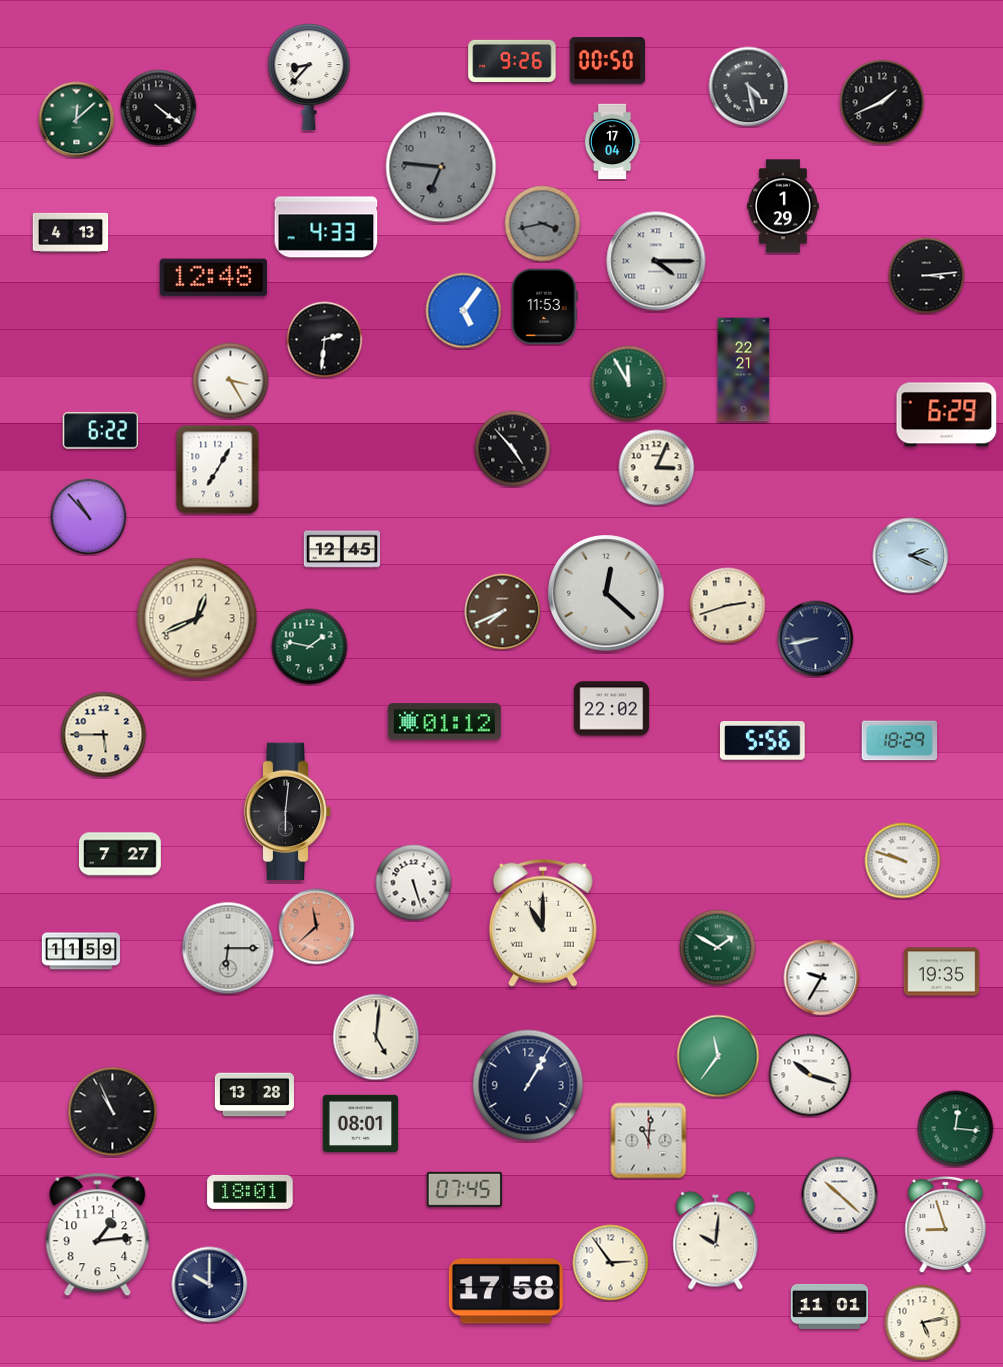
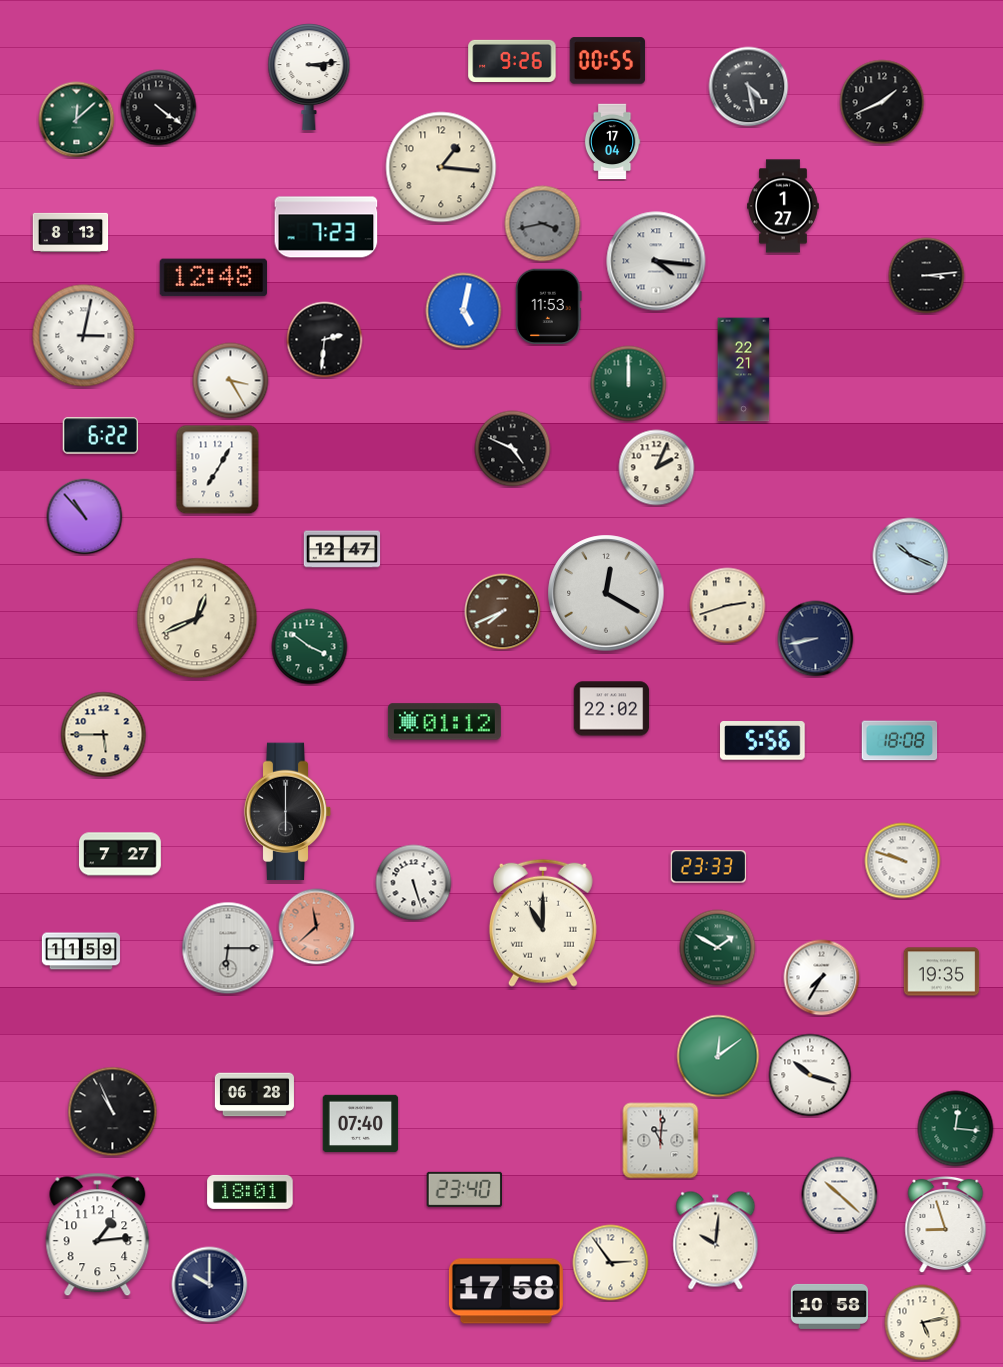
clock at (608, 61): 00:50 -> 00:55
clock at (309, 77): 8:37 -> 3:14
clock at (441, 167): 6:46 -> 1:16
clock at (441, 167) dial: grey -> cream
clock at (784, 206): 1:29 -> 1:27
clock at (326, 227): 4:33 -> 7:23
clock at (71, 232): 4:13 -> 8:13
clock at (656, 261): 4:15 -> 4:16
clock at (545, 307) position: (545, 307) -> (549, 307)
clock at (464, 311): 5:06 -> 5:02
clock at (84, 336): none -> 3:02
clock at (629, 384): 11:55 -> 12:00
clock at (947, 415): 6:29 -> none
clock at (101, 431) position: (101, 431) -> (101, 436)
clock at (513, 449): 4:53 -> 4:49
clock at (657, 468): 3:04 -> 2:04
clock at (89, 517) position: (89, 517) -> (85, 517)
clock at (342, 549): 12:45 -> 12:47
clock at (911, 556): 2:19 -> 10:19
clock at (606, 593): 12:22 -> 12:20
clock at (310, 647): 1:47 -> 3:51
clock at (900, 741): 18:29 -> 18:08
clock at (288, 812): 6:01 -> 6:00
clock at (709, 867): none -> 23:33
clock at (822, 978): 9:35 -> 7:35
clock at (376, 1037): 5:01 -> none
clock at (718, 1056): 11:36 -> 12:09
clock at (528, 1085): 1:05 -> none
clock at (254, 1095): 13:28 -> 06:28
clock at (361, 1124): 08:01 -> 07:40
clock at (649, 1141) position: (649, 1141) -> (661, 1141)
clock at (464, 1189): 07:45 -> 23:40
clock at (829, 1306): 11:01 -> 10:58
